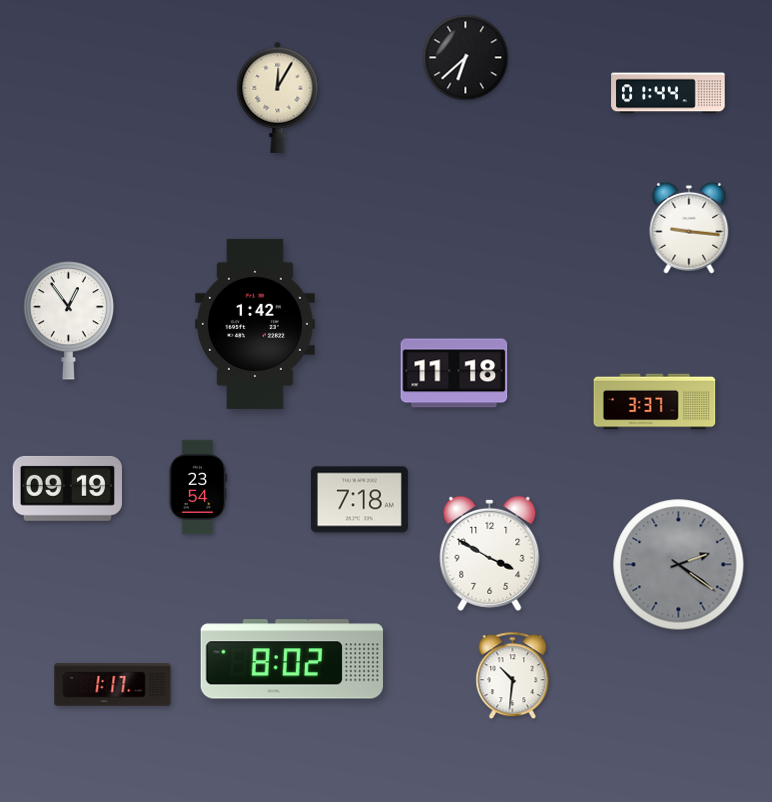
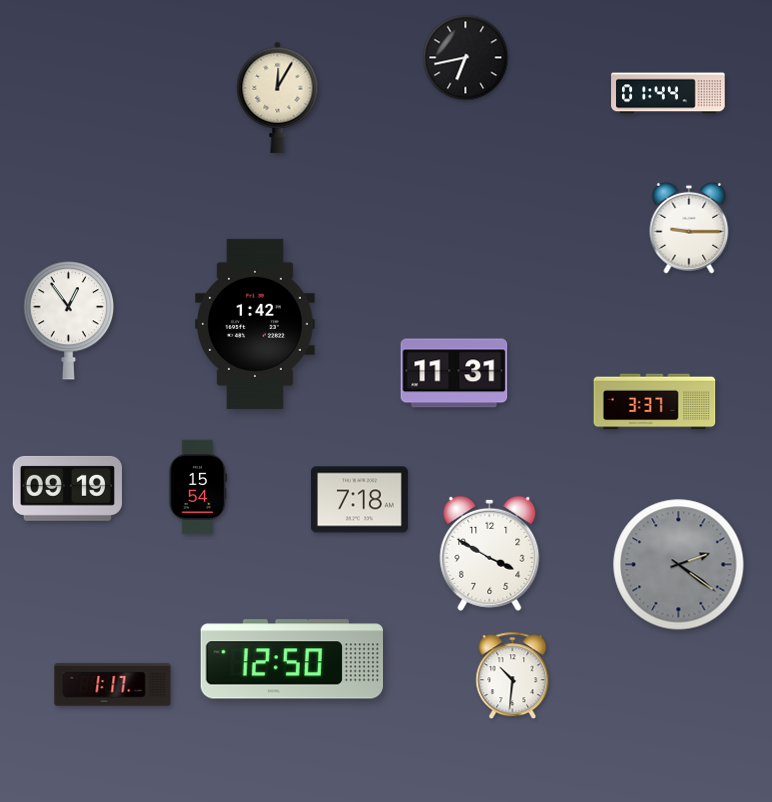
clock at (466, 58): 6:38 -> 6:43
clock at (689, 228): 9:16 -> 9:15
clock at (454, 373): 11:18 -> 11:31
clock at (197, 487): 23:54 -> 15:54
clock at (292, 659): 8:02 -> 12:50
